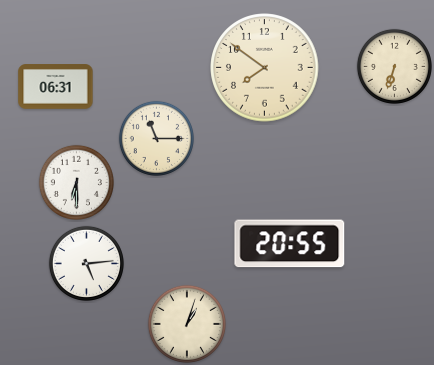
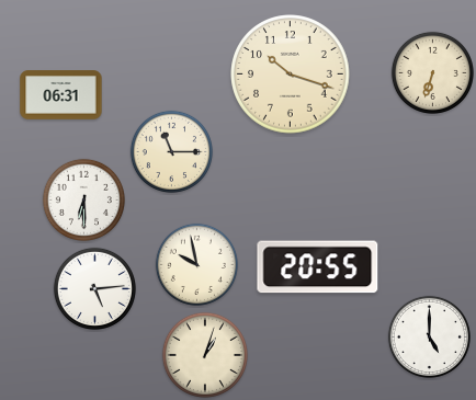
clock at (265, 68): 7:51 -> 10:18
clock at (196, 264): none -> 9:58
clock at (429, 336): none -> 5:00
